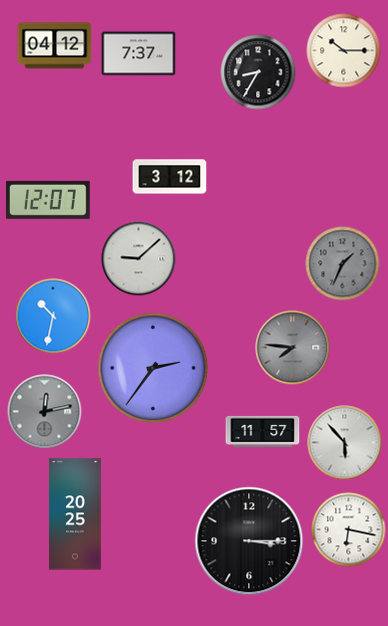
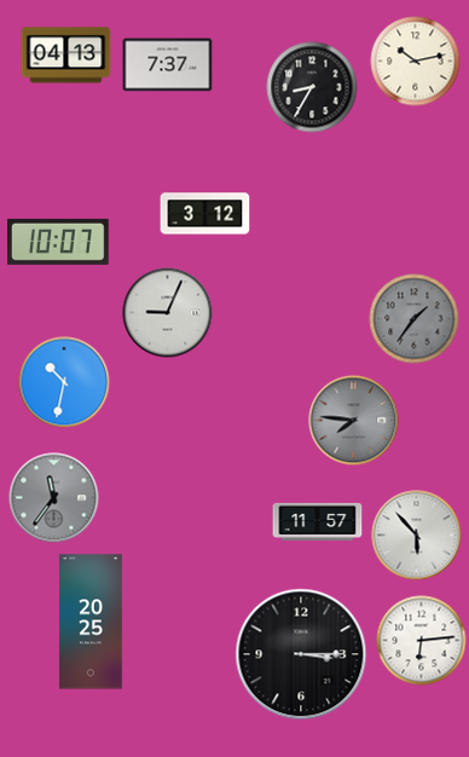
clock at (55, 46): 04:12 -> 04:13
clock at (344, 51): 10:15 -> 10:13
clock at (49, 200): 12:07 -> 10:07
clock at (139, 259): 9:08 -> 9:04
clock at (343, 264): 1:34 -> 1:36
clock at (153, 368): 2:36 -> none
clock at (45, 412): 12:13 -> 11:36
clock at (349, 530): 6:17 -> 6:14
